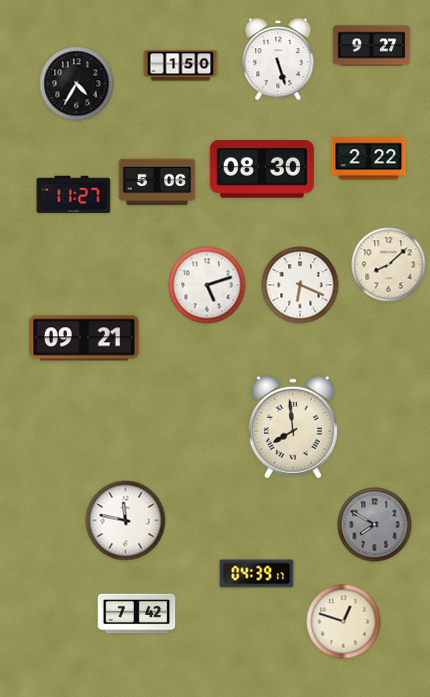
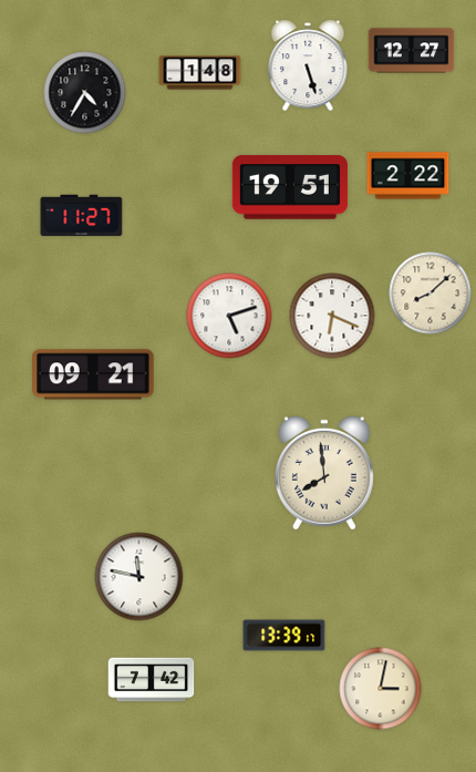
clock at (372, 46): 9:27 -> 12:27
clock at (181, 66): 1:50 -> 1:48
clock at (262, 169): 08:30 -> 19:51
clock at (157, 182): 5:06 -> none
clock at (375, 525): 7:50 -> none
clock at (257, 574): 04:39 -> 13:39
clock at (344, 622): 12:48 -> 3:02
